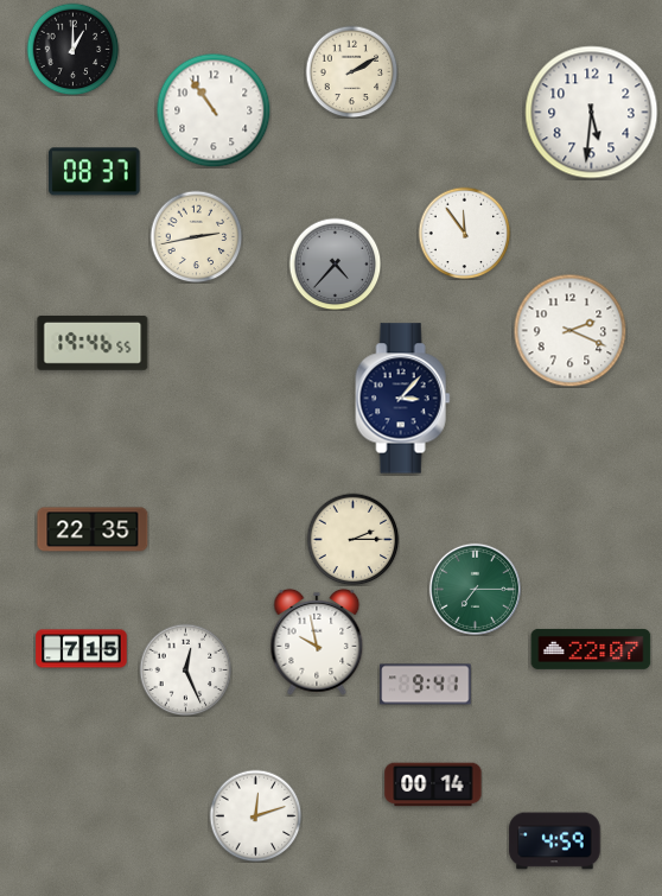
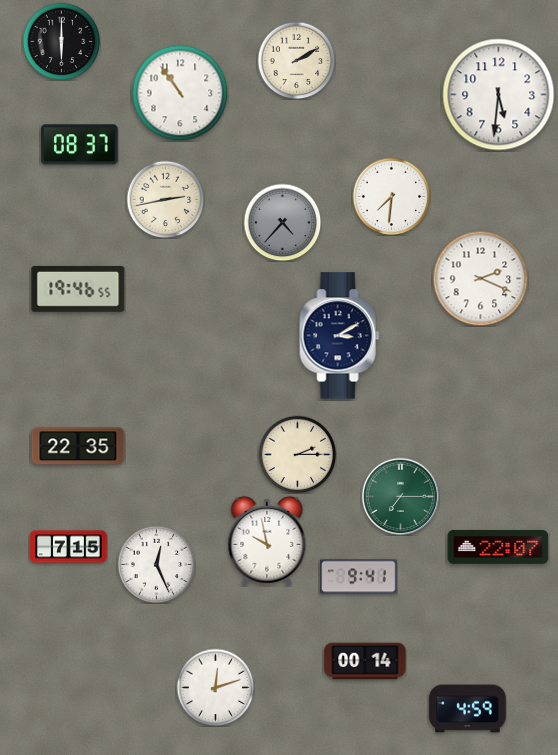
clock at (72, 49): 1:00 -> 6:00
clock at (464, 233): 11:54 -> 7:31
clock at (403, 399): 3:07 -> 3:10
